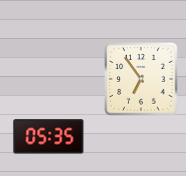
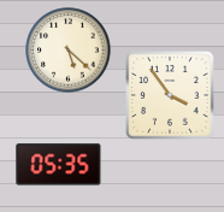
clock at (69, 51): none -> 5:22
clock at (141, 79): 6:54 -> 3:54
